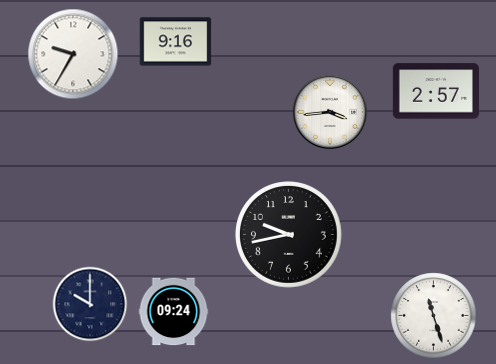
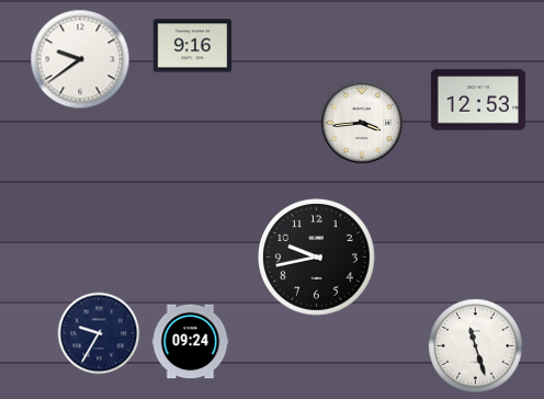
clock at (73, 54): 9:35 -> 9:39
clock at (436, 91): 2:57 -> 12:53
clock at (90, 304): 10:00 -> 9:35
